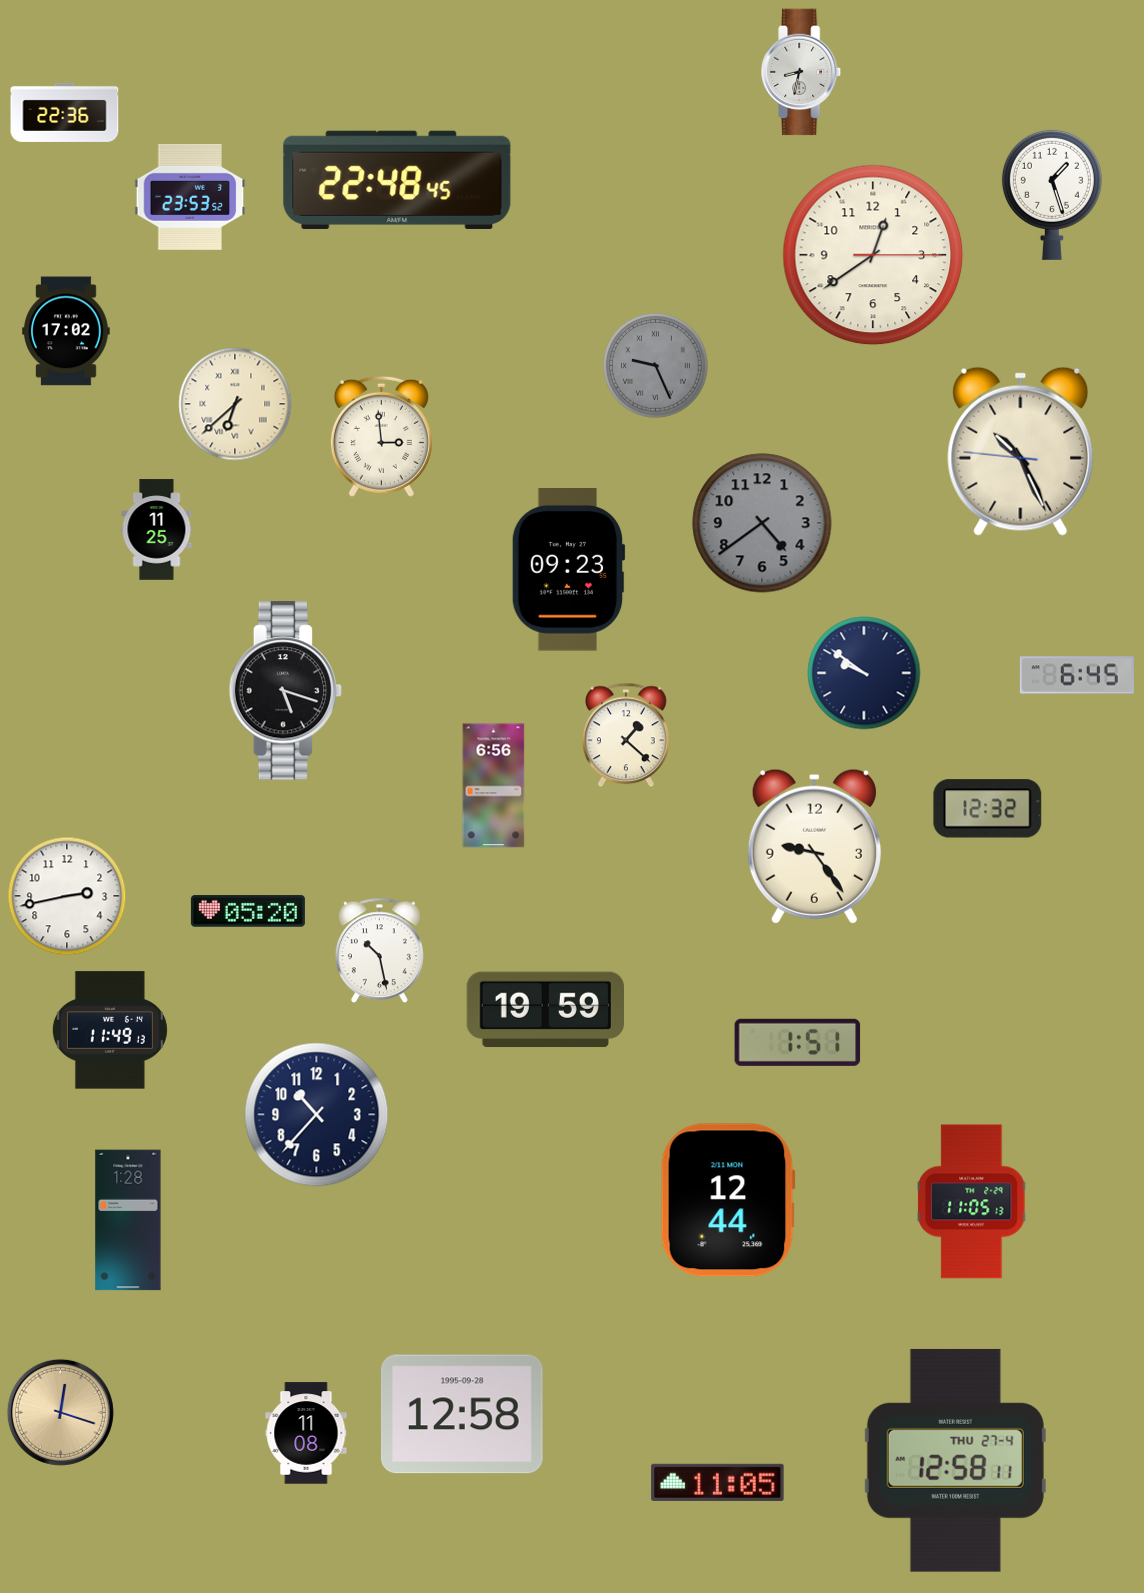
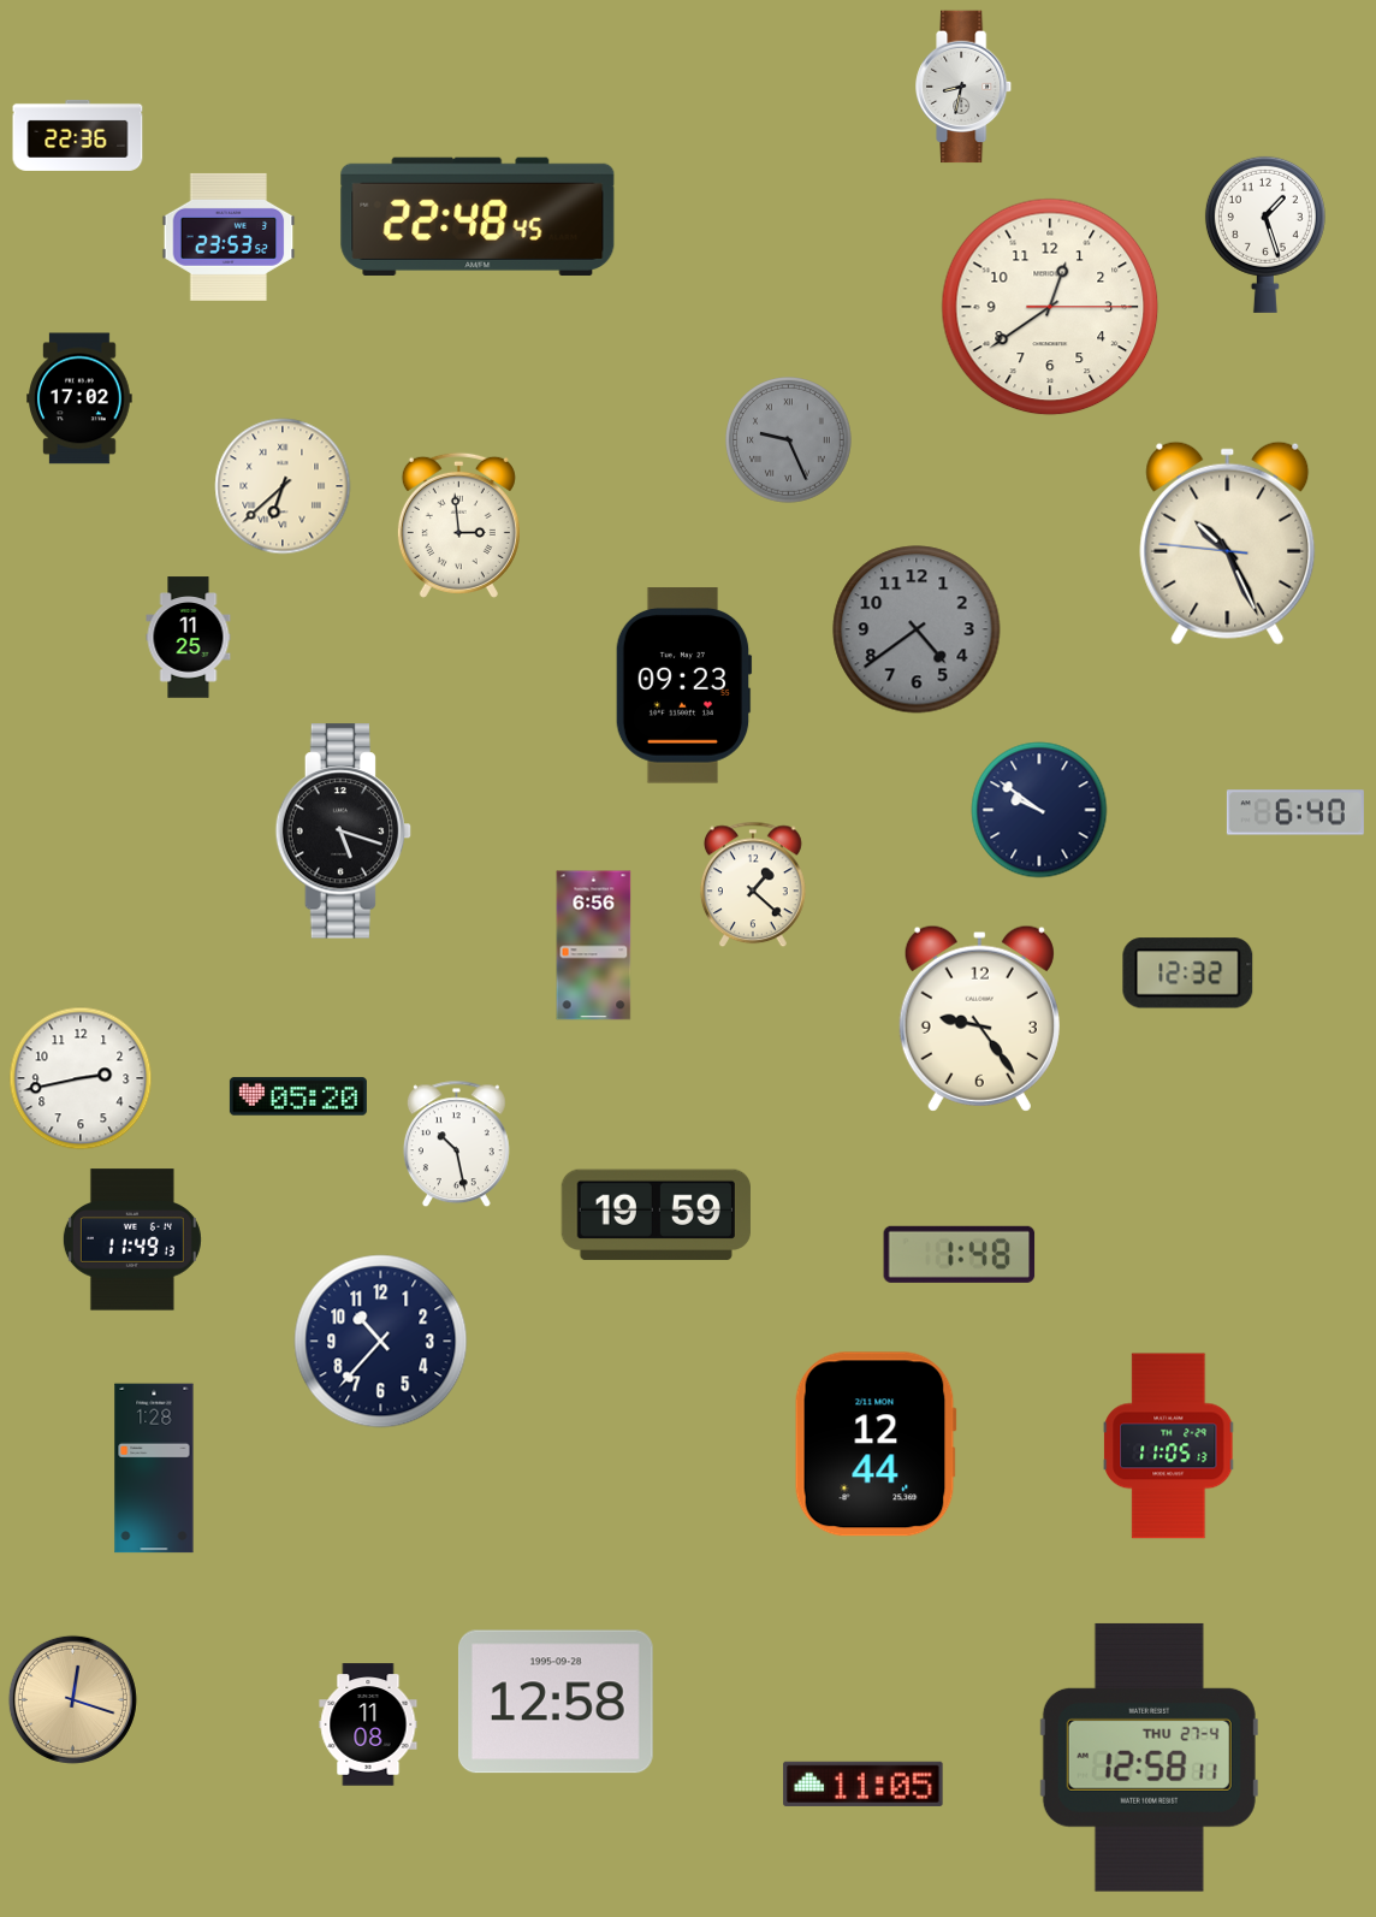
clock at (1077, 675): 6:45 -> 6:40
clock at (798, 1042): 1:51 -> 1:48
